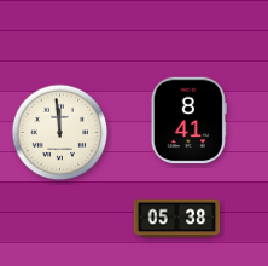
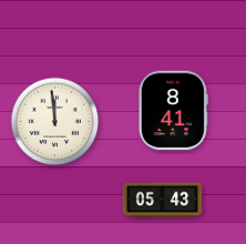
clock at (177, 219): 05:38 -> 05:43
